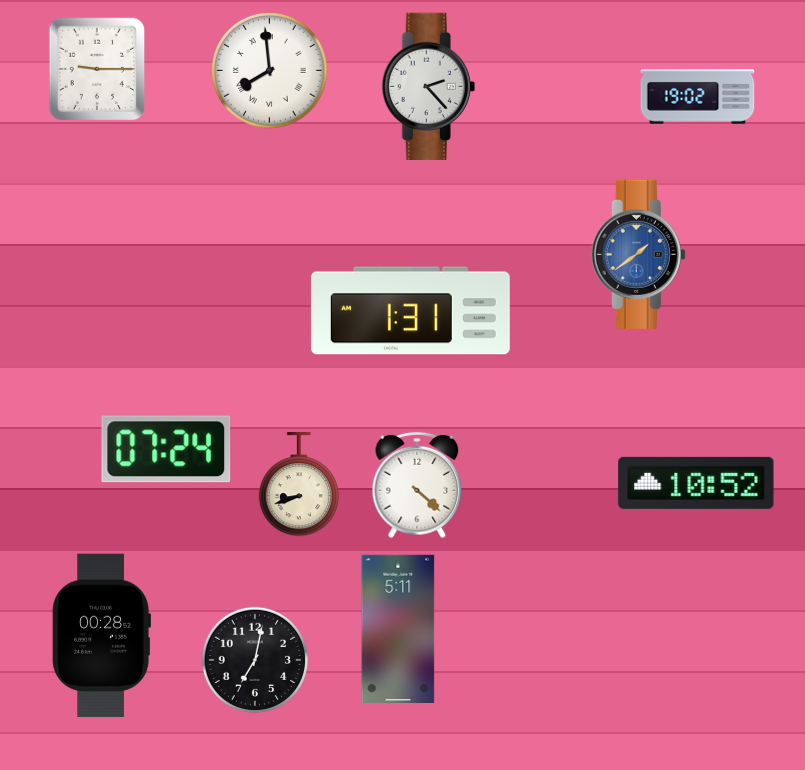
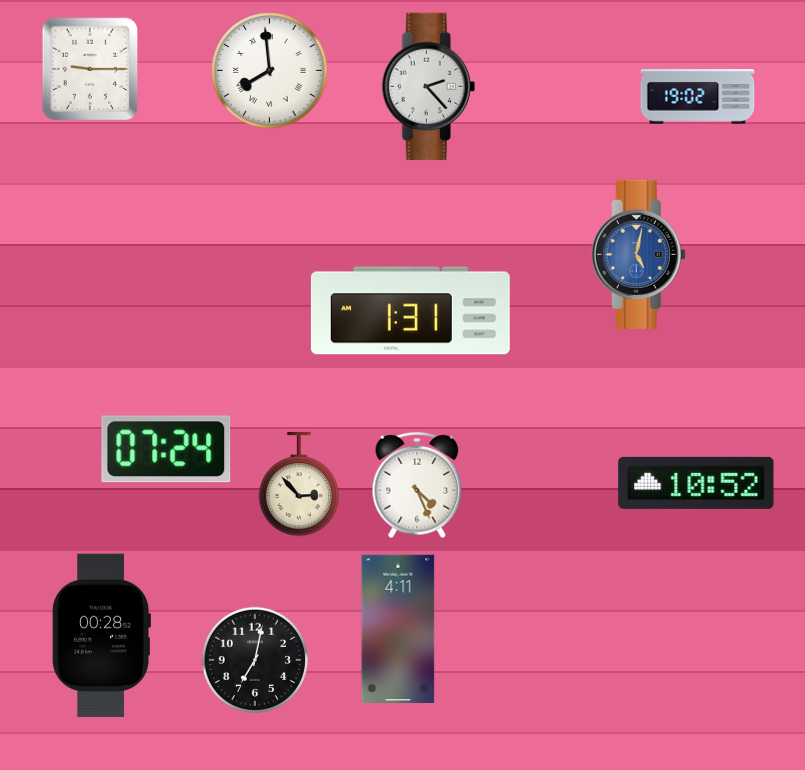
clock at (97, 69) position: (97, 69) -> (90, 69)
clock at (638, 254): 1:39 -> 5:02
clock at (298, 484): 8:42 -> 2:53
clock at (417, 485): 4:22 -> 4:26
clock at (398, 628): 5:11 -> 4:11
